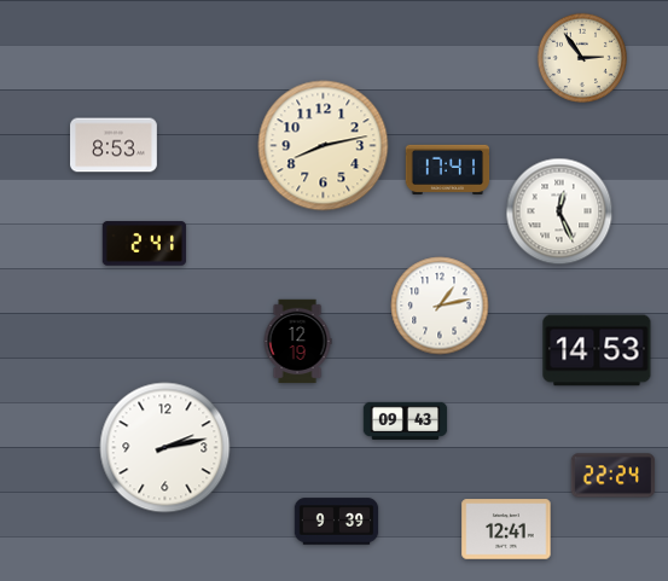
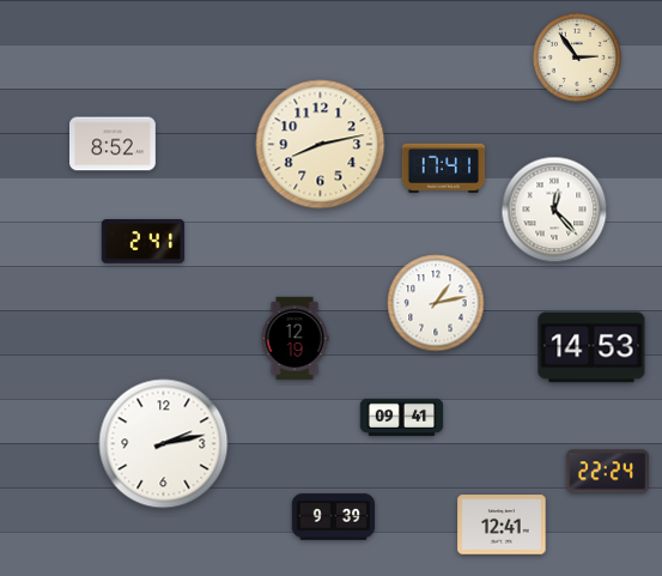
clock at (115, 145): 8:53 -> 8:52
clock at (559, 211): 12:26 -> 12:23
clock at (406, 420): 09:43 -> 09:41
